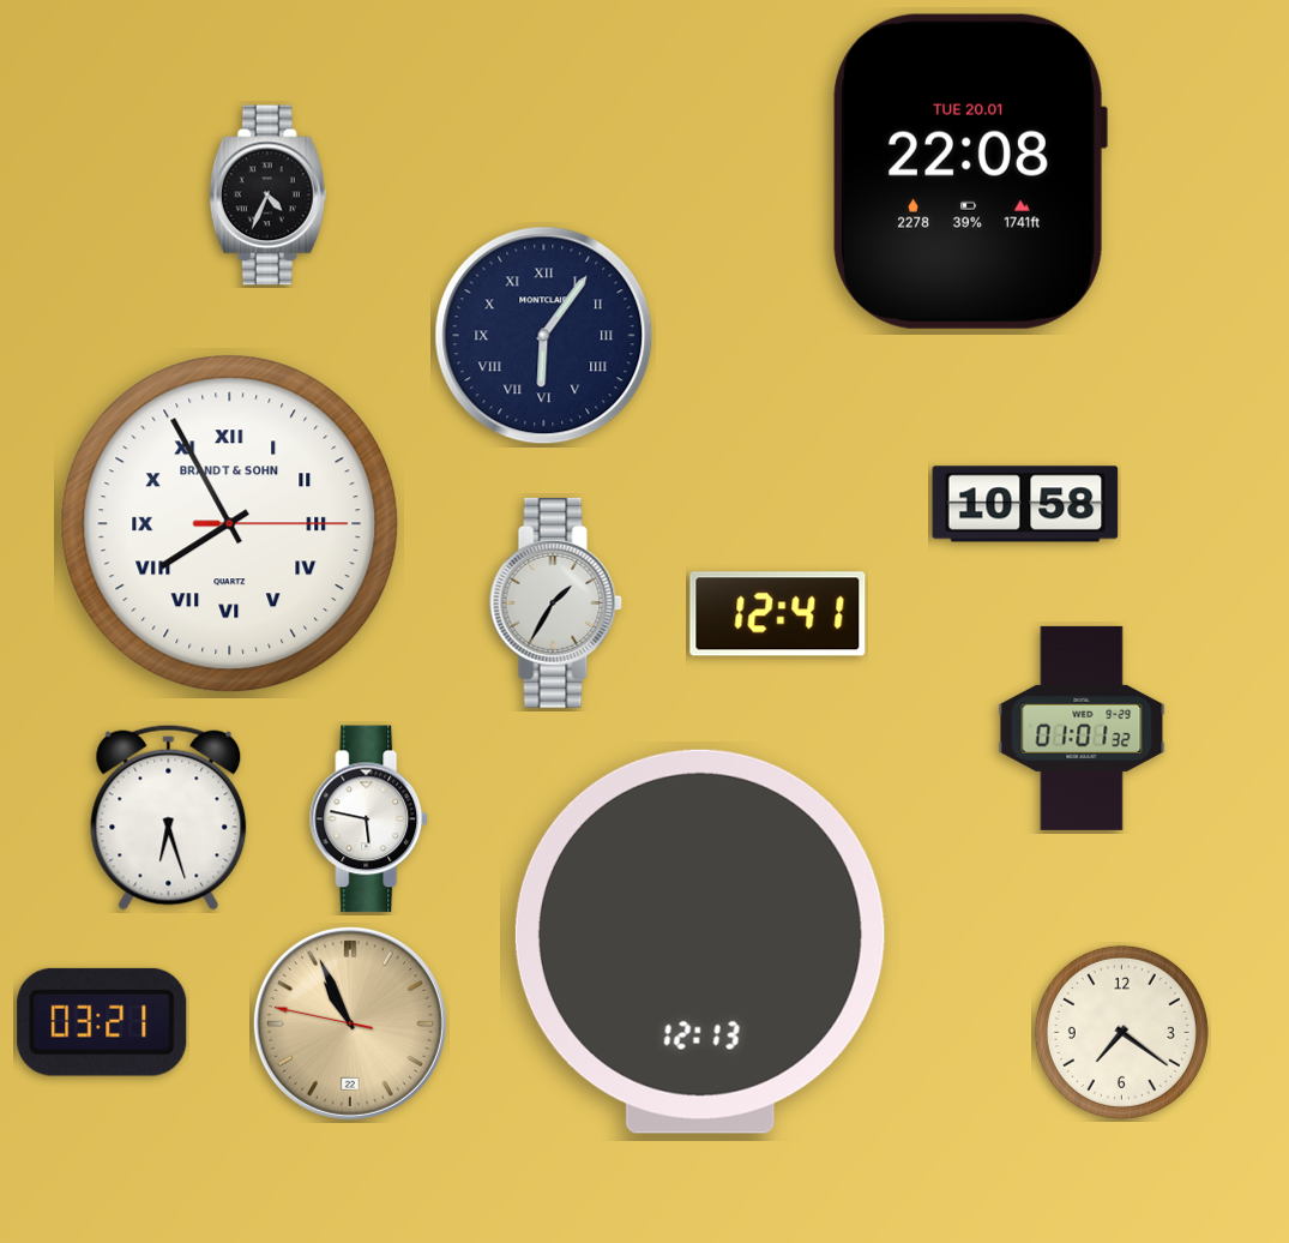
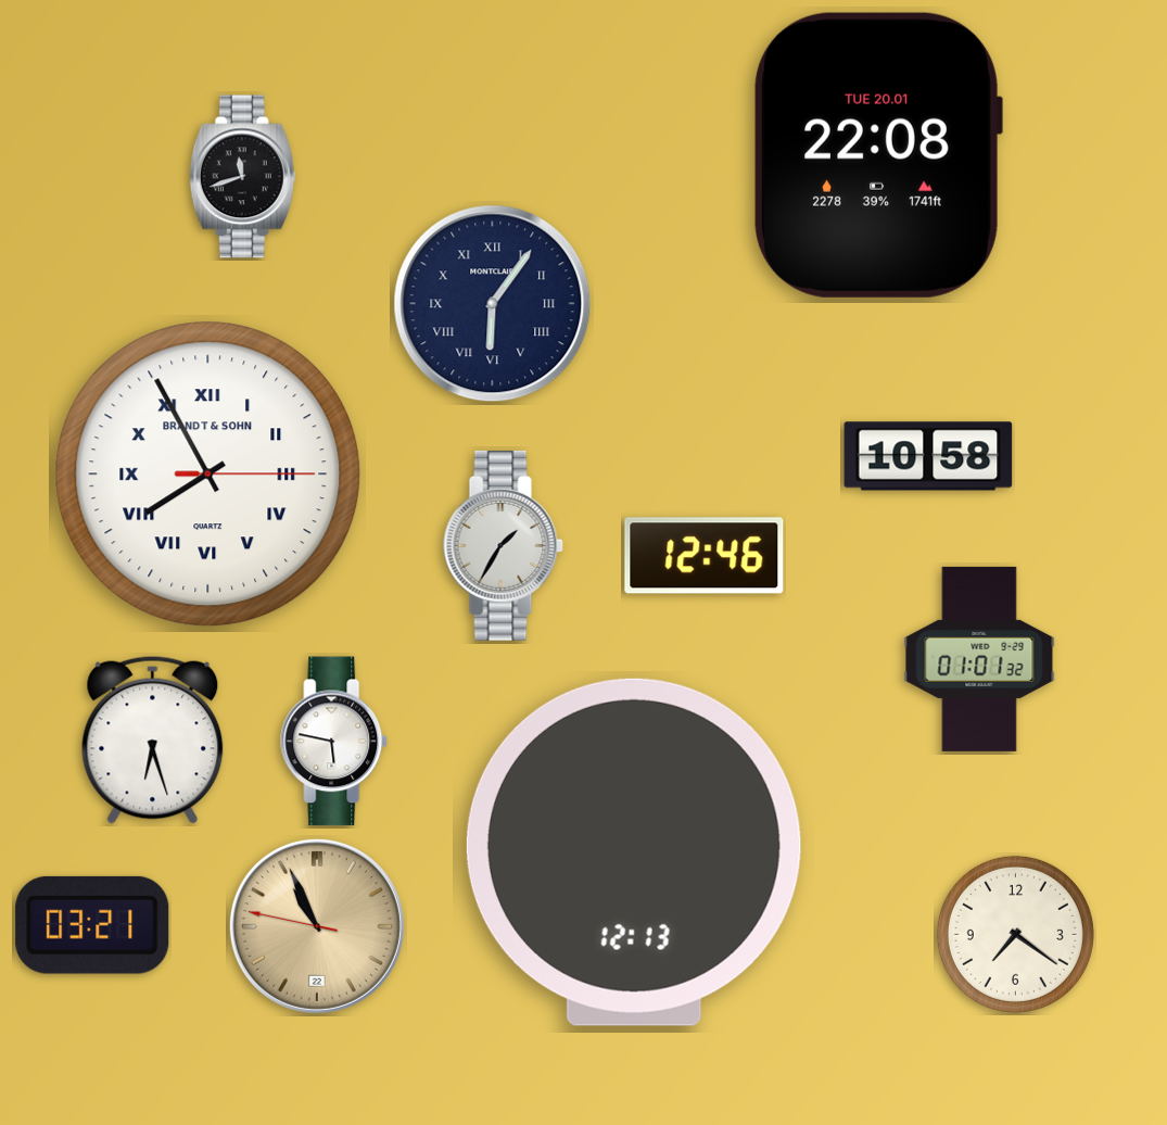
clock at (267, 196): 4:34 -> 11:42
clock at (778, 614): 12:41 -> 12:46
